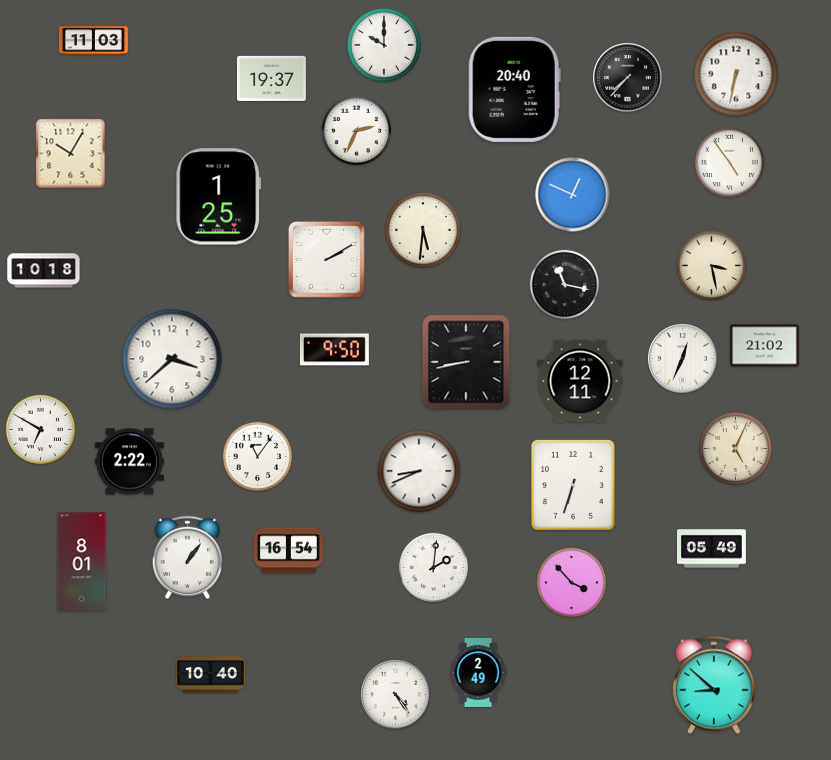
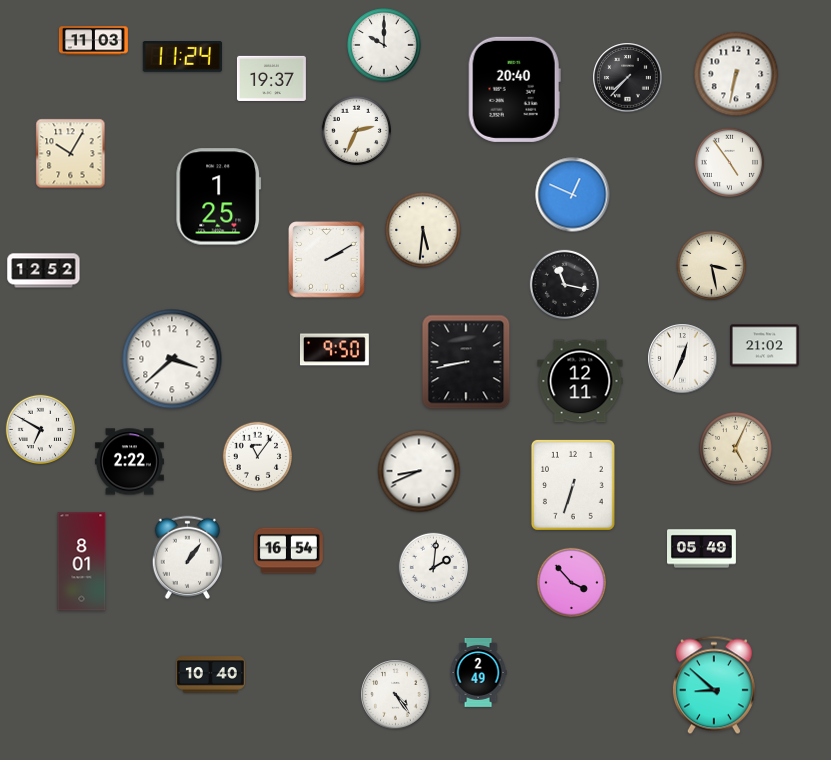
clock at (182, 57): none -> 11:24
clock at (44, 271): 10:18 -> 12:52
clock at (712, 549) position: (712, 549) -> (702, 549)
